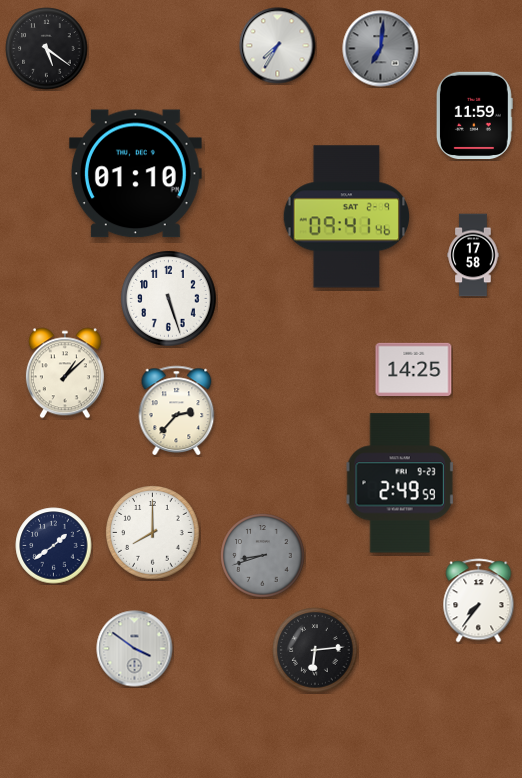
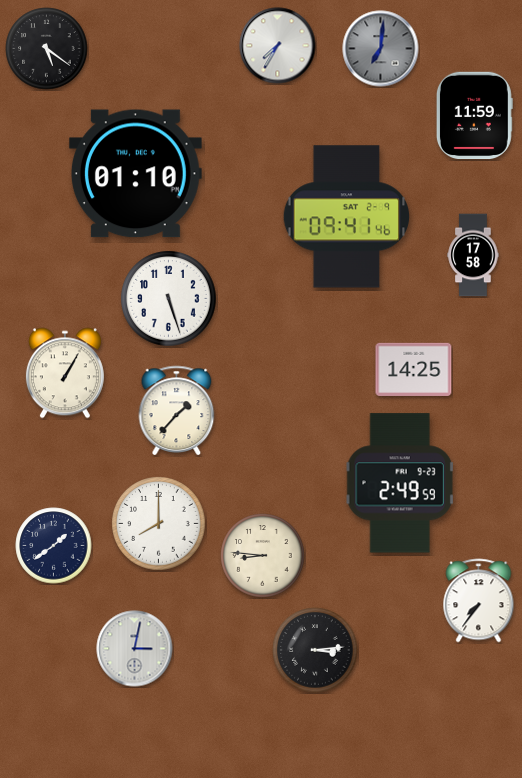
clock at (65, 373): 1:08 -> 1:05
clock at (177, 410): 2:37 -> 1:37
clock at (153, 533) position: (153, 533) -> (159, 524)
clock at (263, 556): 8:42 -> 8:46
clock at (263, 556) dial: grey -> cream
clock at (135, 649): 3:51 -> 3:02
clock at (315, 650): 6:14 -> 3:14
